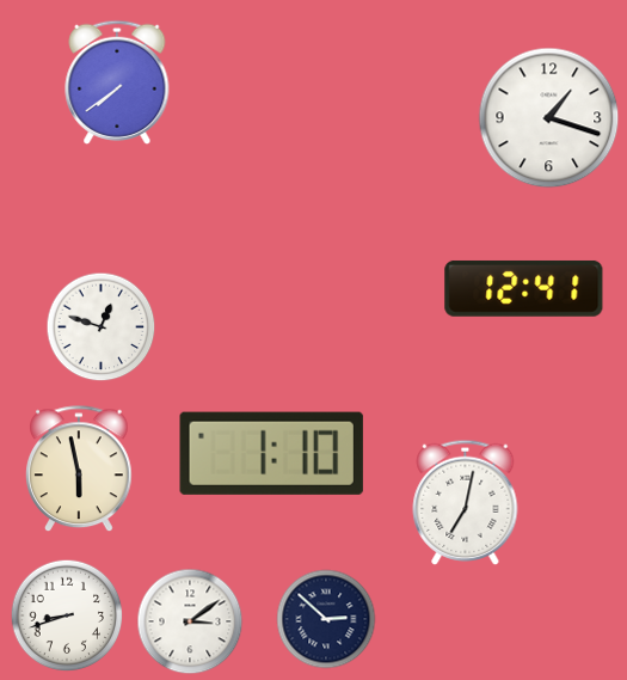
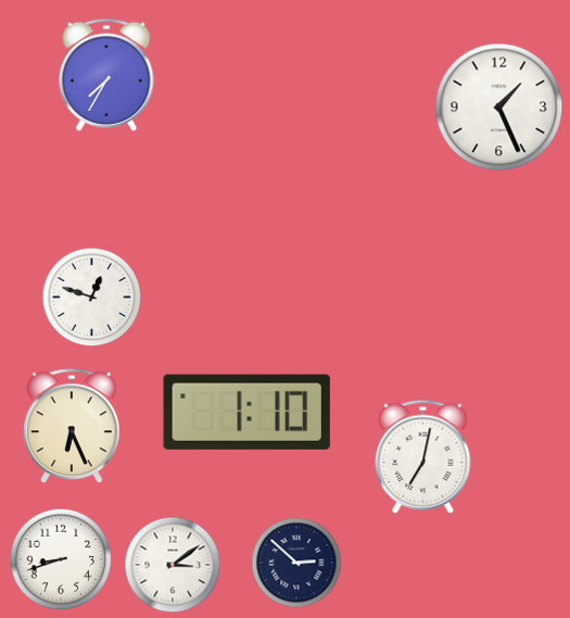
clock at (117, 82): 7:39 -> 7:35
clock at (549, 118): 1:18 -> 1:26
clock at (524, 288): 12:41 -> none
clock at (79, 470): 5:58 -> 6:26
